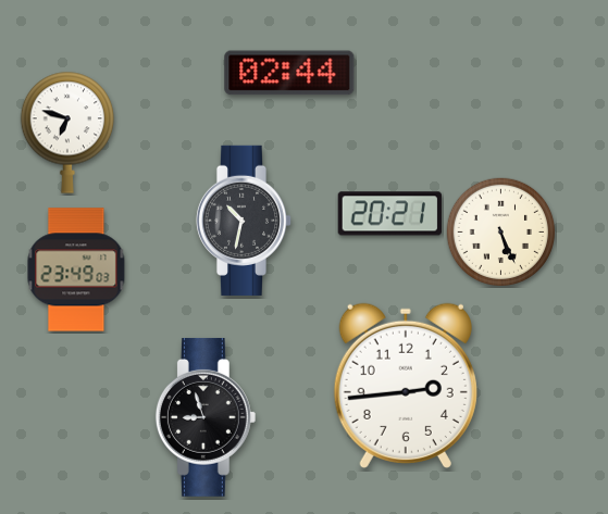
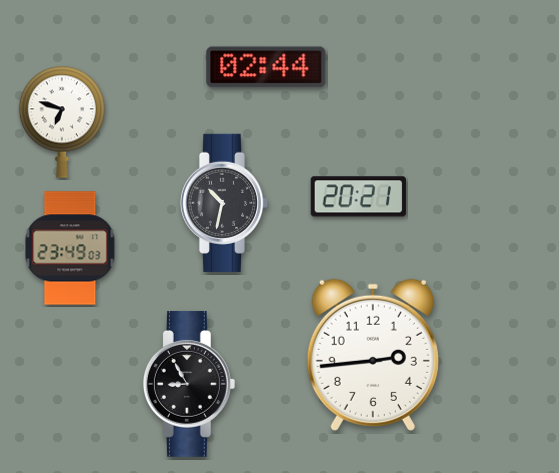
clock at (501, 233): 5:26 -> none
clock at (206, 417): 8:57 -> 8:55
